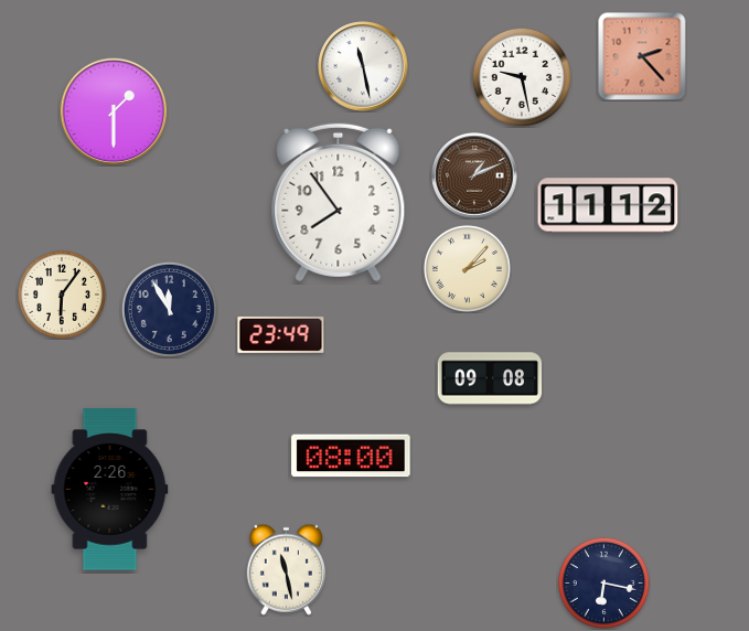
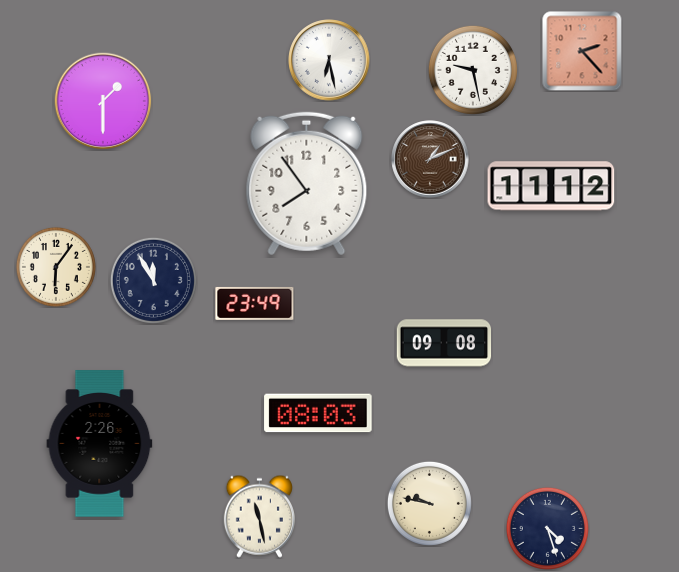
clock at (364, 67): 11:28 -> 6:28
clock at (467, 268): 2:07 -> none
clock at (351, 456): 08:00 -> 08:03
clock at (429, 503): none -> 9:47
clock at (603, 582): 6:17 -> 4:27
